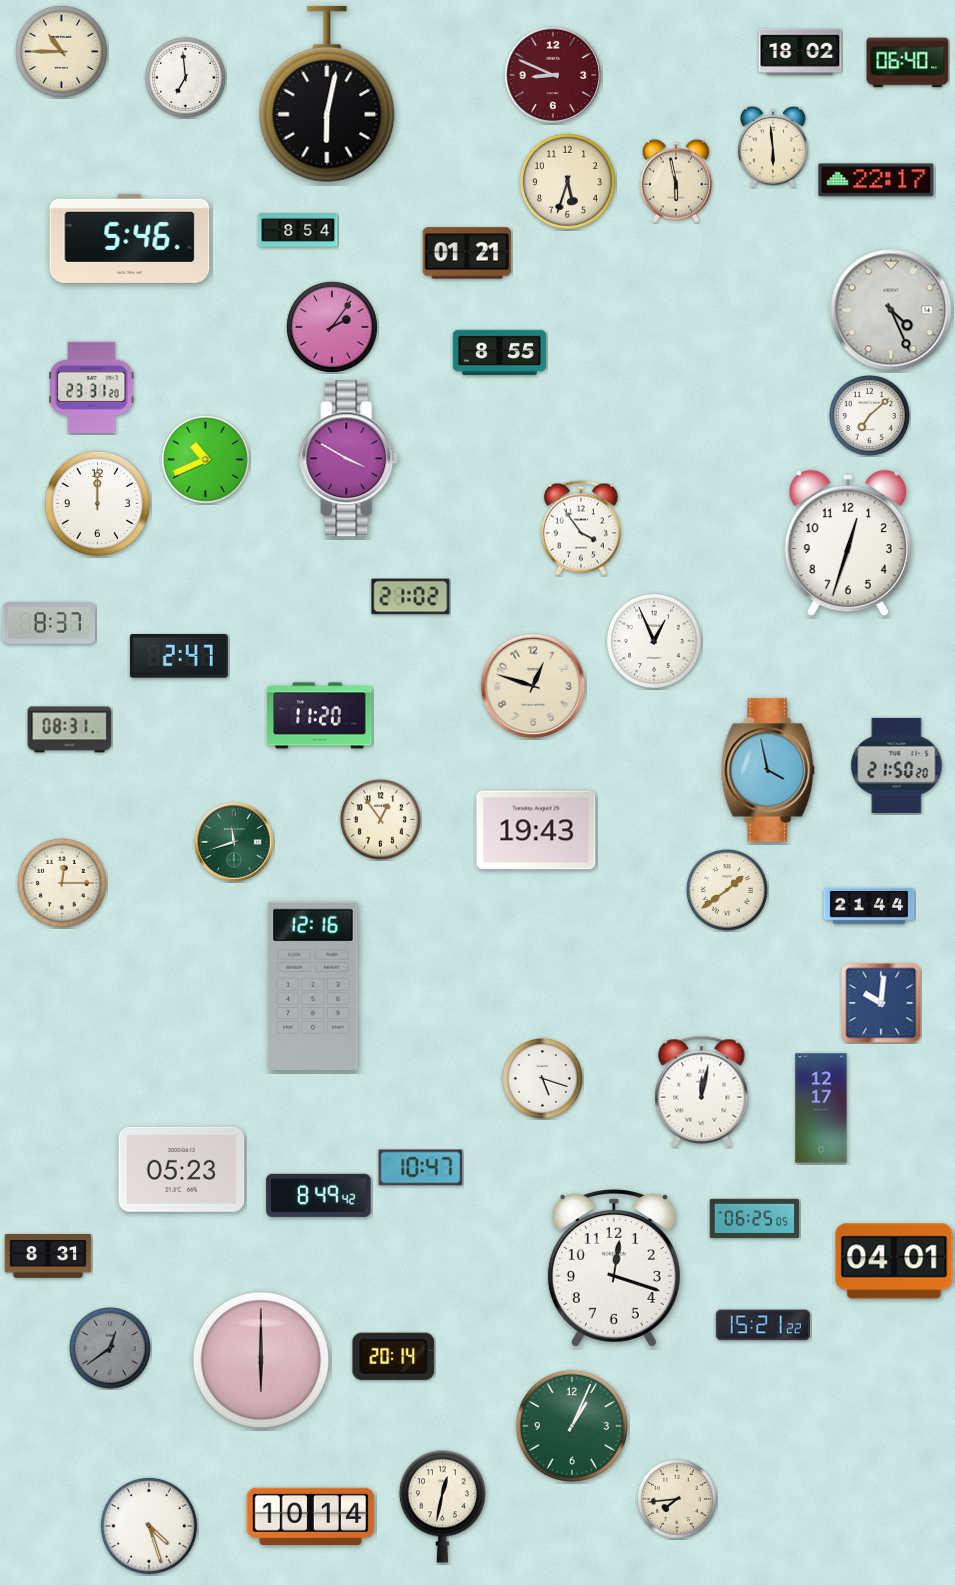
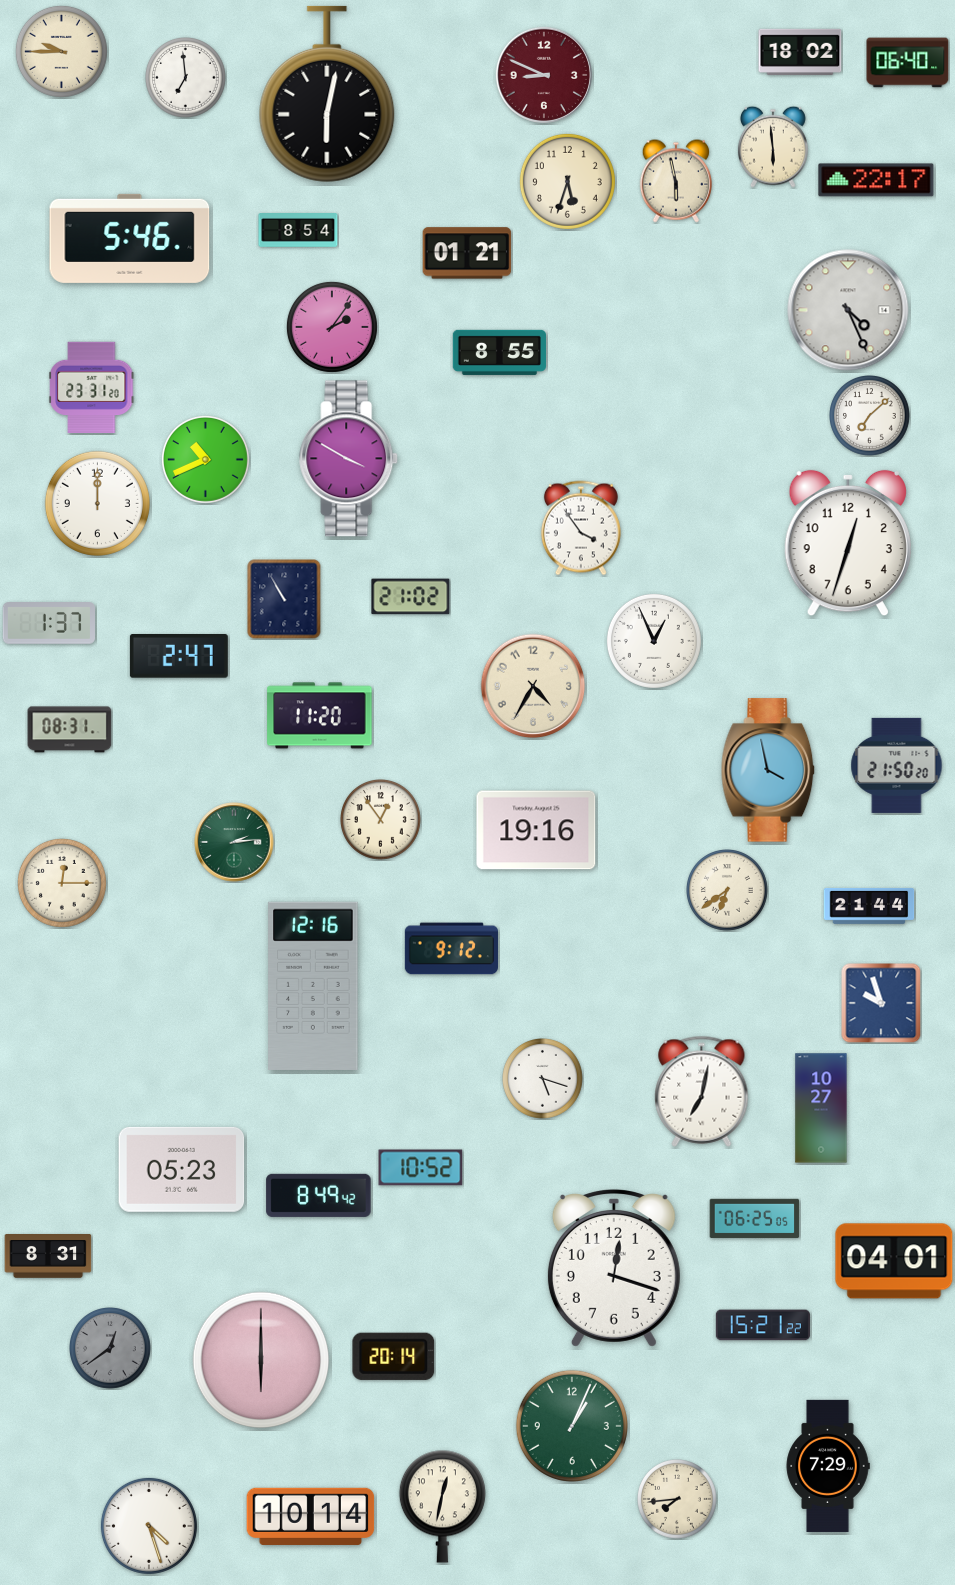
clock at (61, 51): 10:45 -> 9:45
clock at (553, 75) position: (553, 75) -> (544, 75)
clock at (891, 310) position: (891, 310) -> (848, 310)
clock at (284, 599): none -> 10:55
clock at (48, 624): 8:37 -> 1:37
clock at (533, 686): 12:48 -> 4:35
clock at (536, 830): 19:43 -> 19:16
clock at (234, 842): 11:42 -> 2:14
clock at (728, 891): 1:39 -> 6:39
clock at (451, 949): none -> 9:12
clock at (881, 1003): 10:01 -> 9:57
clock at (702, 1091): 12:02 -> 7:02
clock at (821, 1108): 12:17 -> 10:27
clock at (421, 1168): 10:47 -> 10:52
clock at (828, 1466): none -> 7:29
